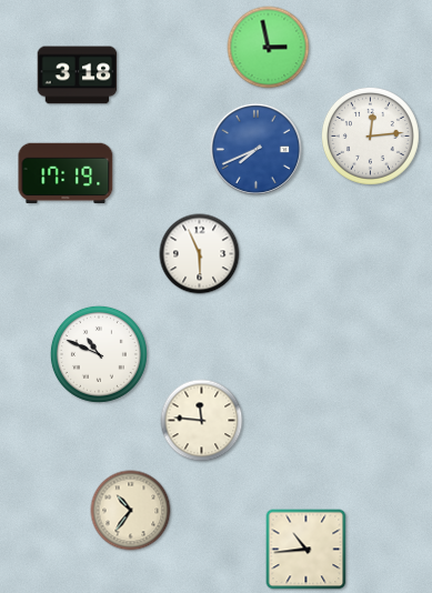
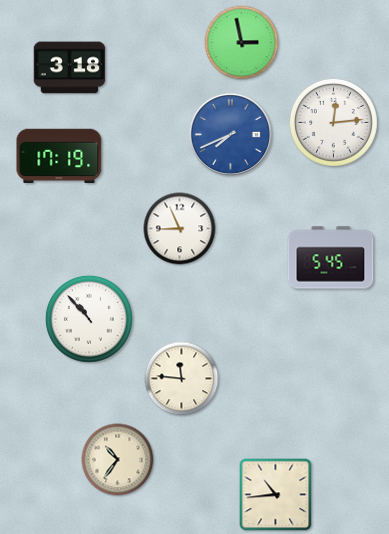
clock at (200, 254): 5:56 -> 8:56
clock at (331, 258): none -> 5:45
clock at (99, 354): 10:49 -> 10:53
